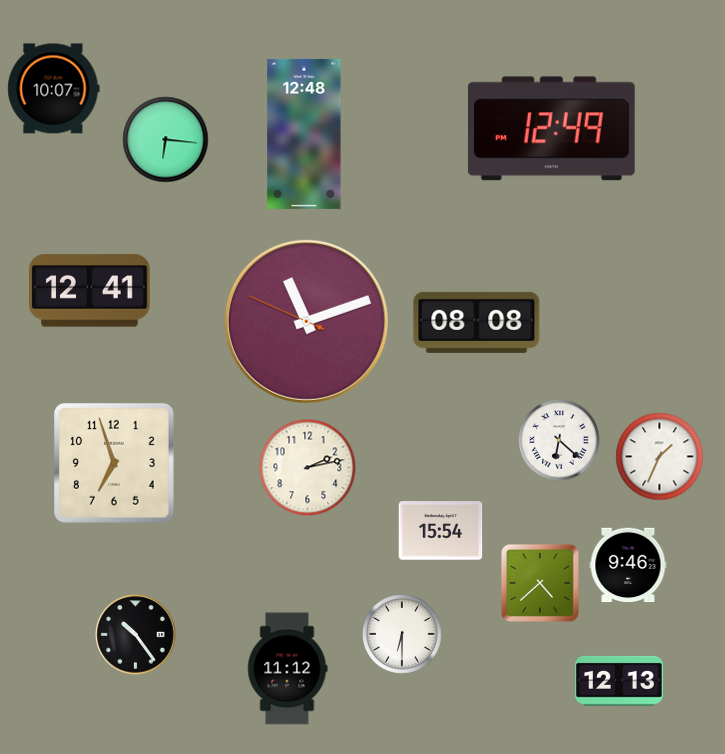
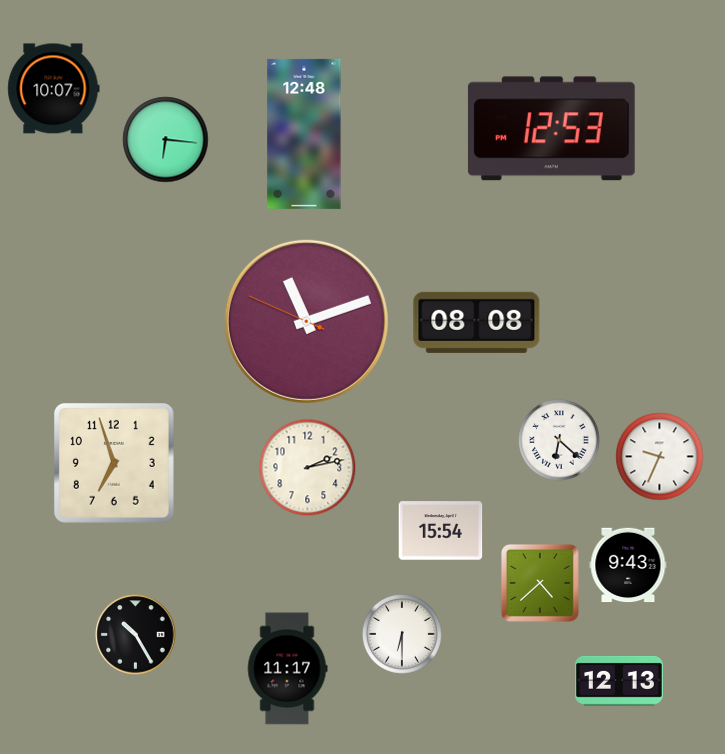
clock at (551, 129): 12:49 -> 12:53
clock at (90, 291): 12:41 -> none
clock at (660, 457): 1:34 -> 9:34
clock at (628, 565): 9:46 -> 9:43
clock at (136, 635): 10:24 -> 10:25
clock at (287, 669): 11:12 -> 11:17
